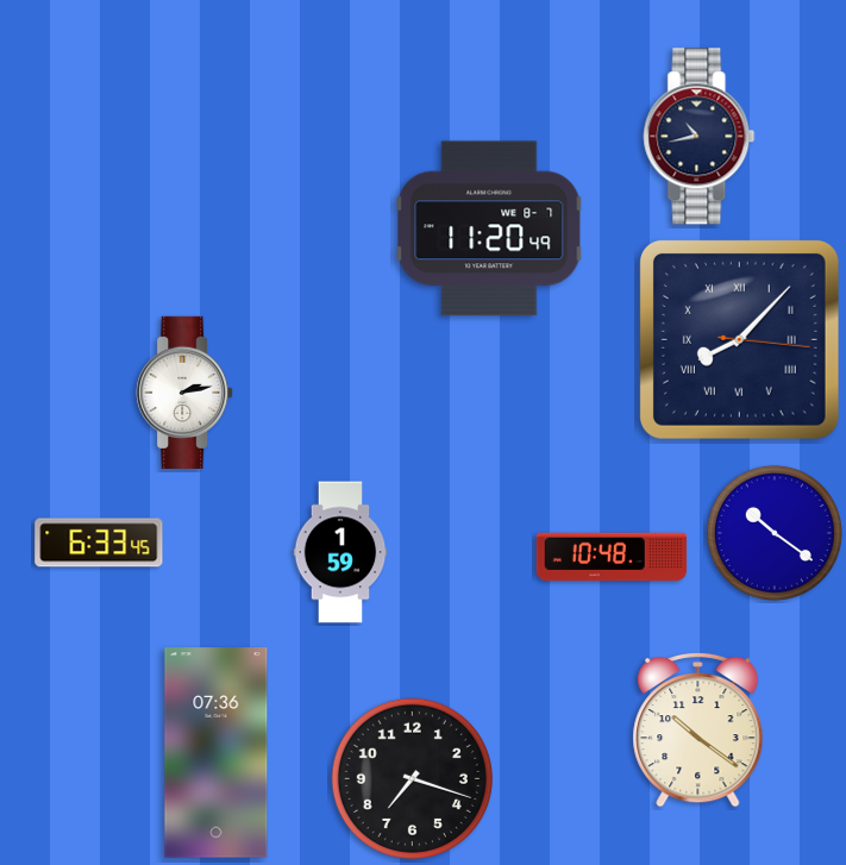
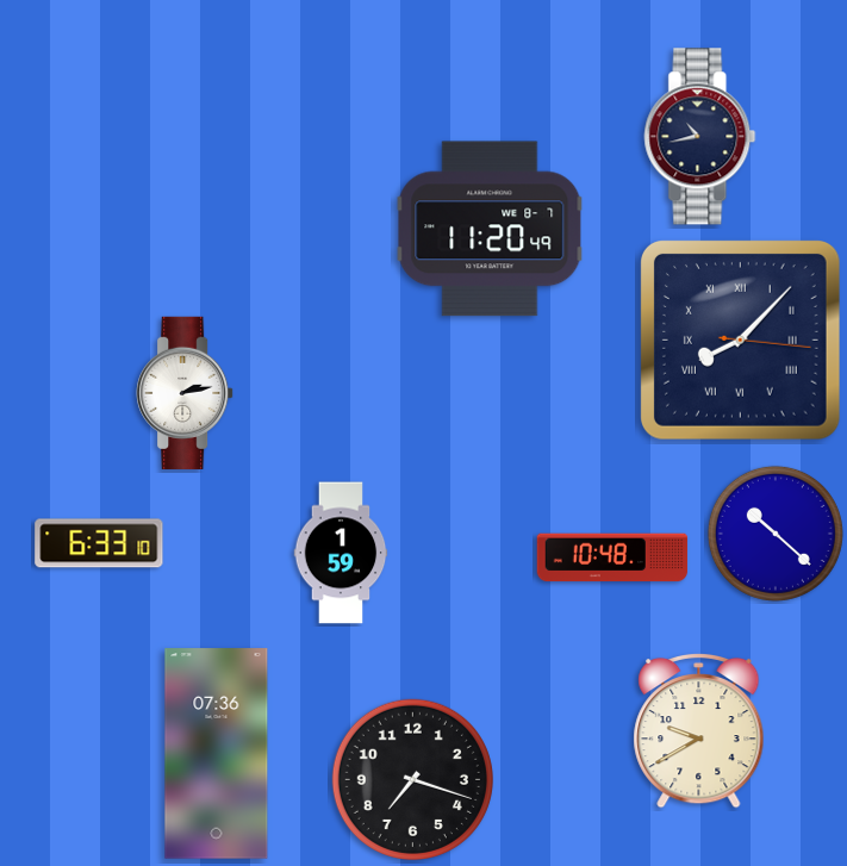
clock at (775, 533): 10:21 -> 10:22
clock at (99, 543): 6:33:45 -> 6:33:10
clock at (698, 729): 10:21 -> 9:40
